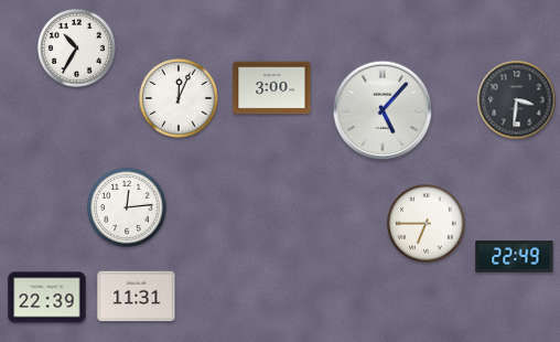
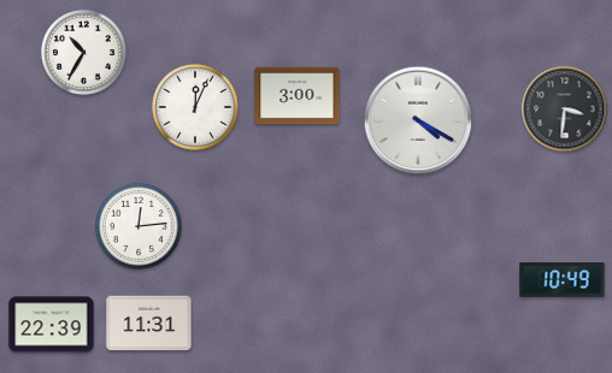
clock at (383, 110): 5:07 -> 4:20
clock at (427, 224): 6:45 -> none
clock at (515, 257): 22:49 -> 10:49
